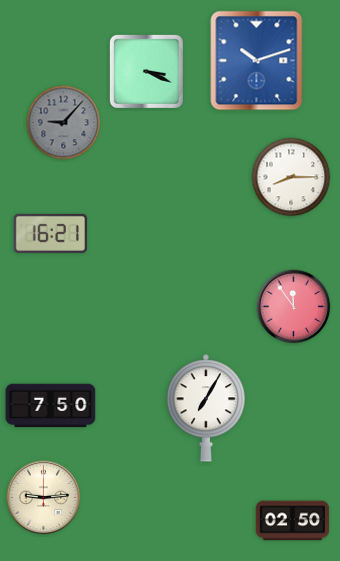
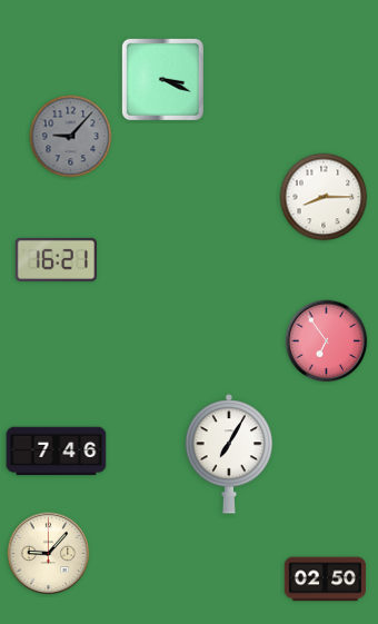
clock at (257, 61): 10:12 -> none
clock at (294, 307): 11:54 -> 6:54
clock at (51, 406): 7:50 -> 7:46
clock at (44, 498): 9:14 -> 9:07
